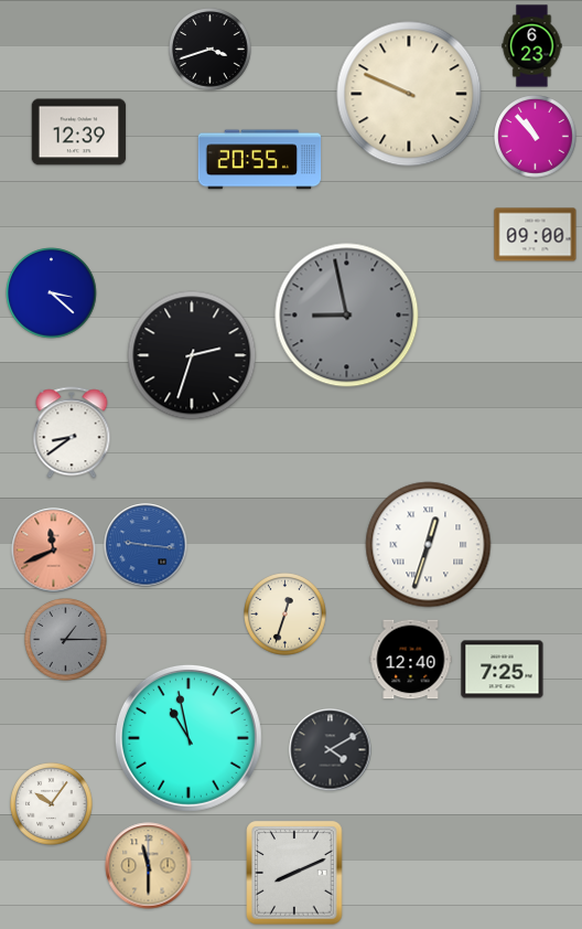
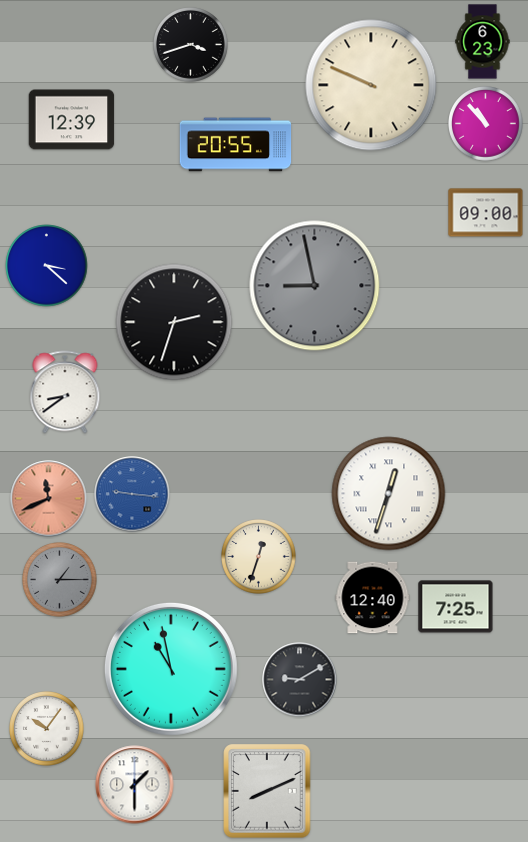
clock at (331, 750): 4:10 -> 9:10
clock at (149, 866): 11:30 -> 1:30
clock at (149, 866) dial: champagne -> white
